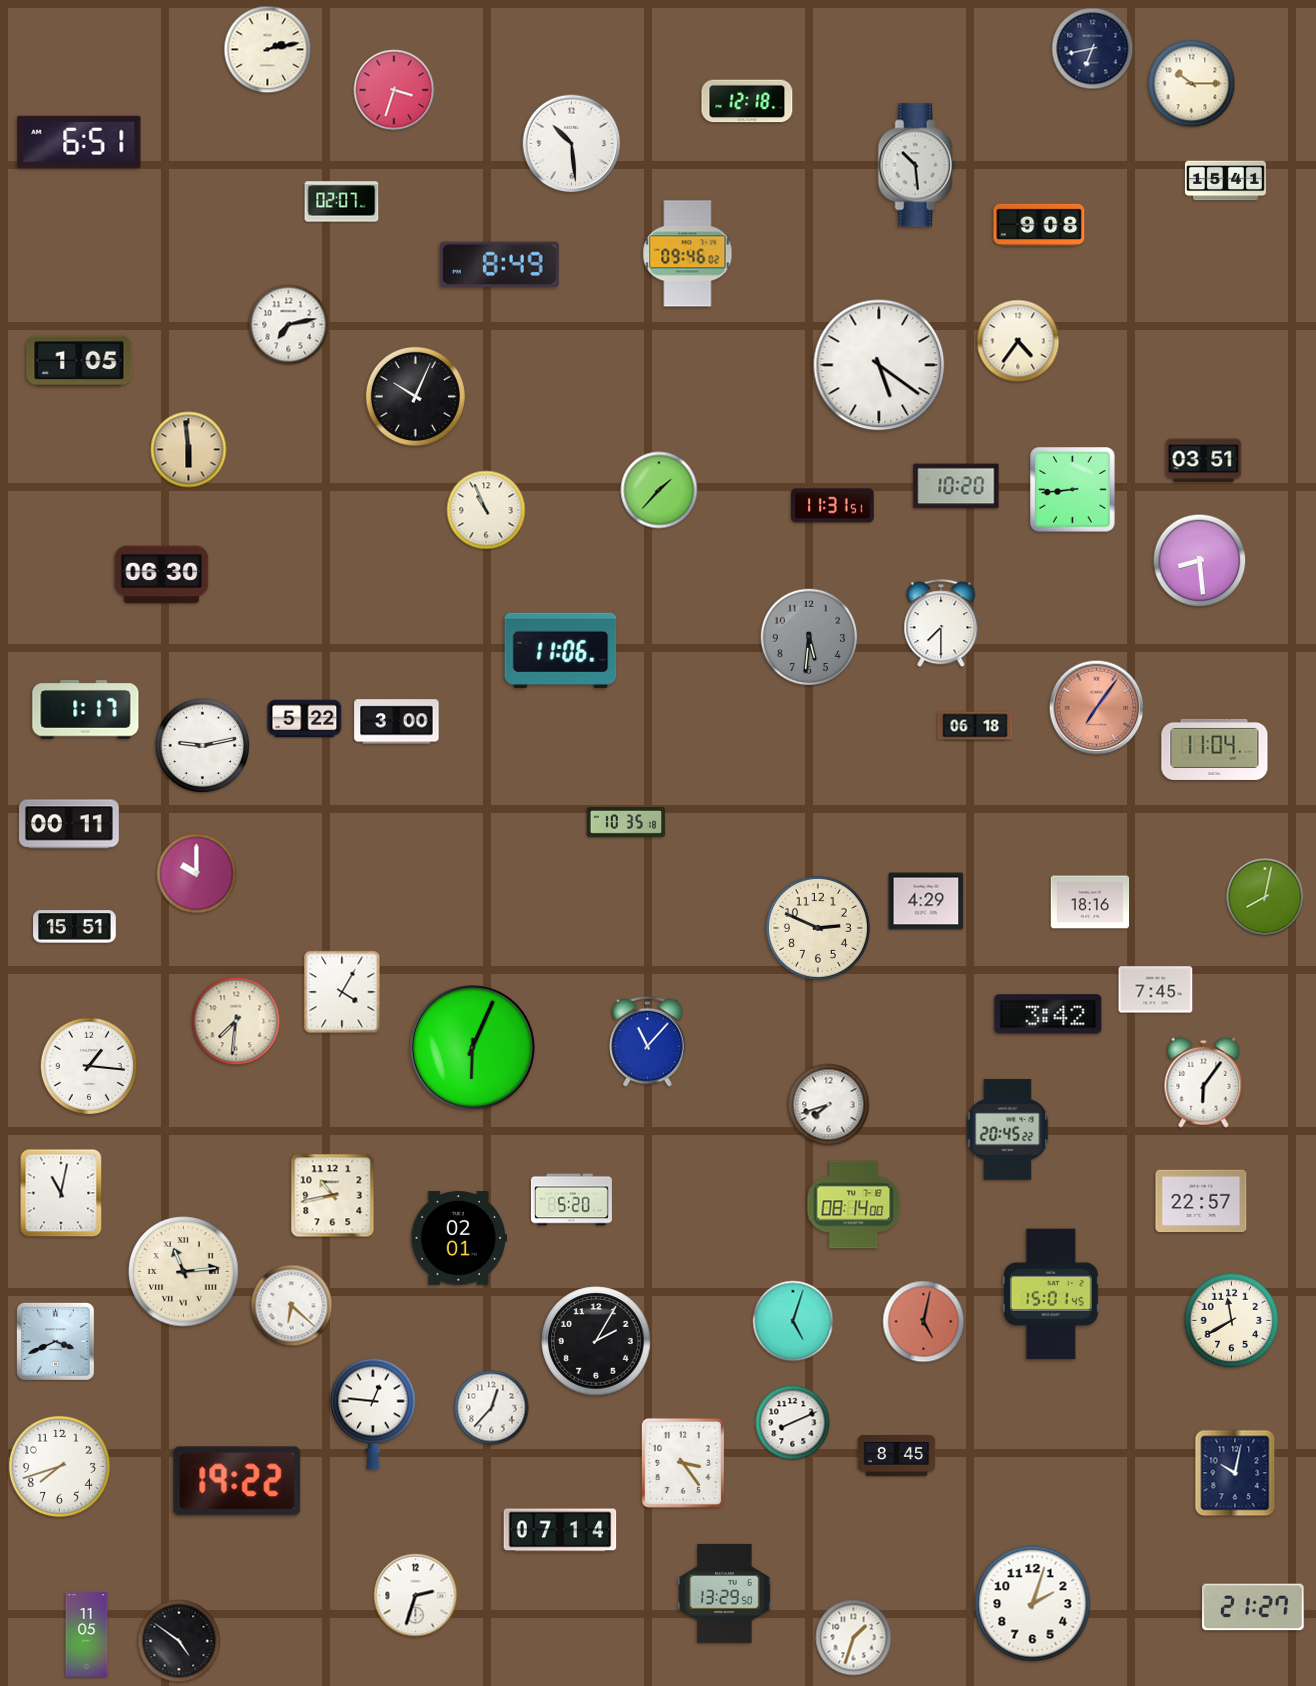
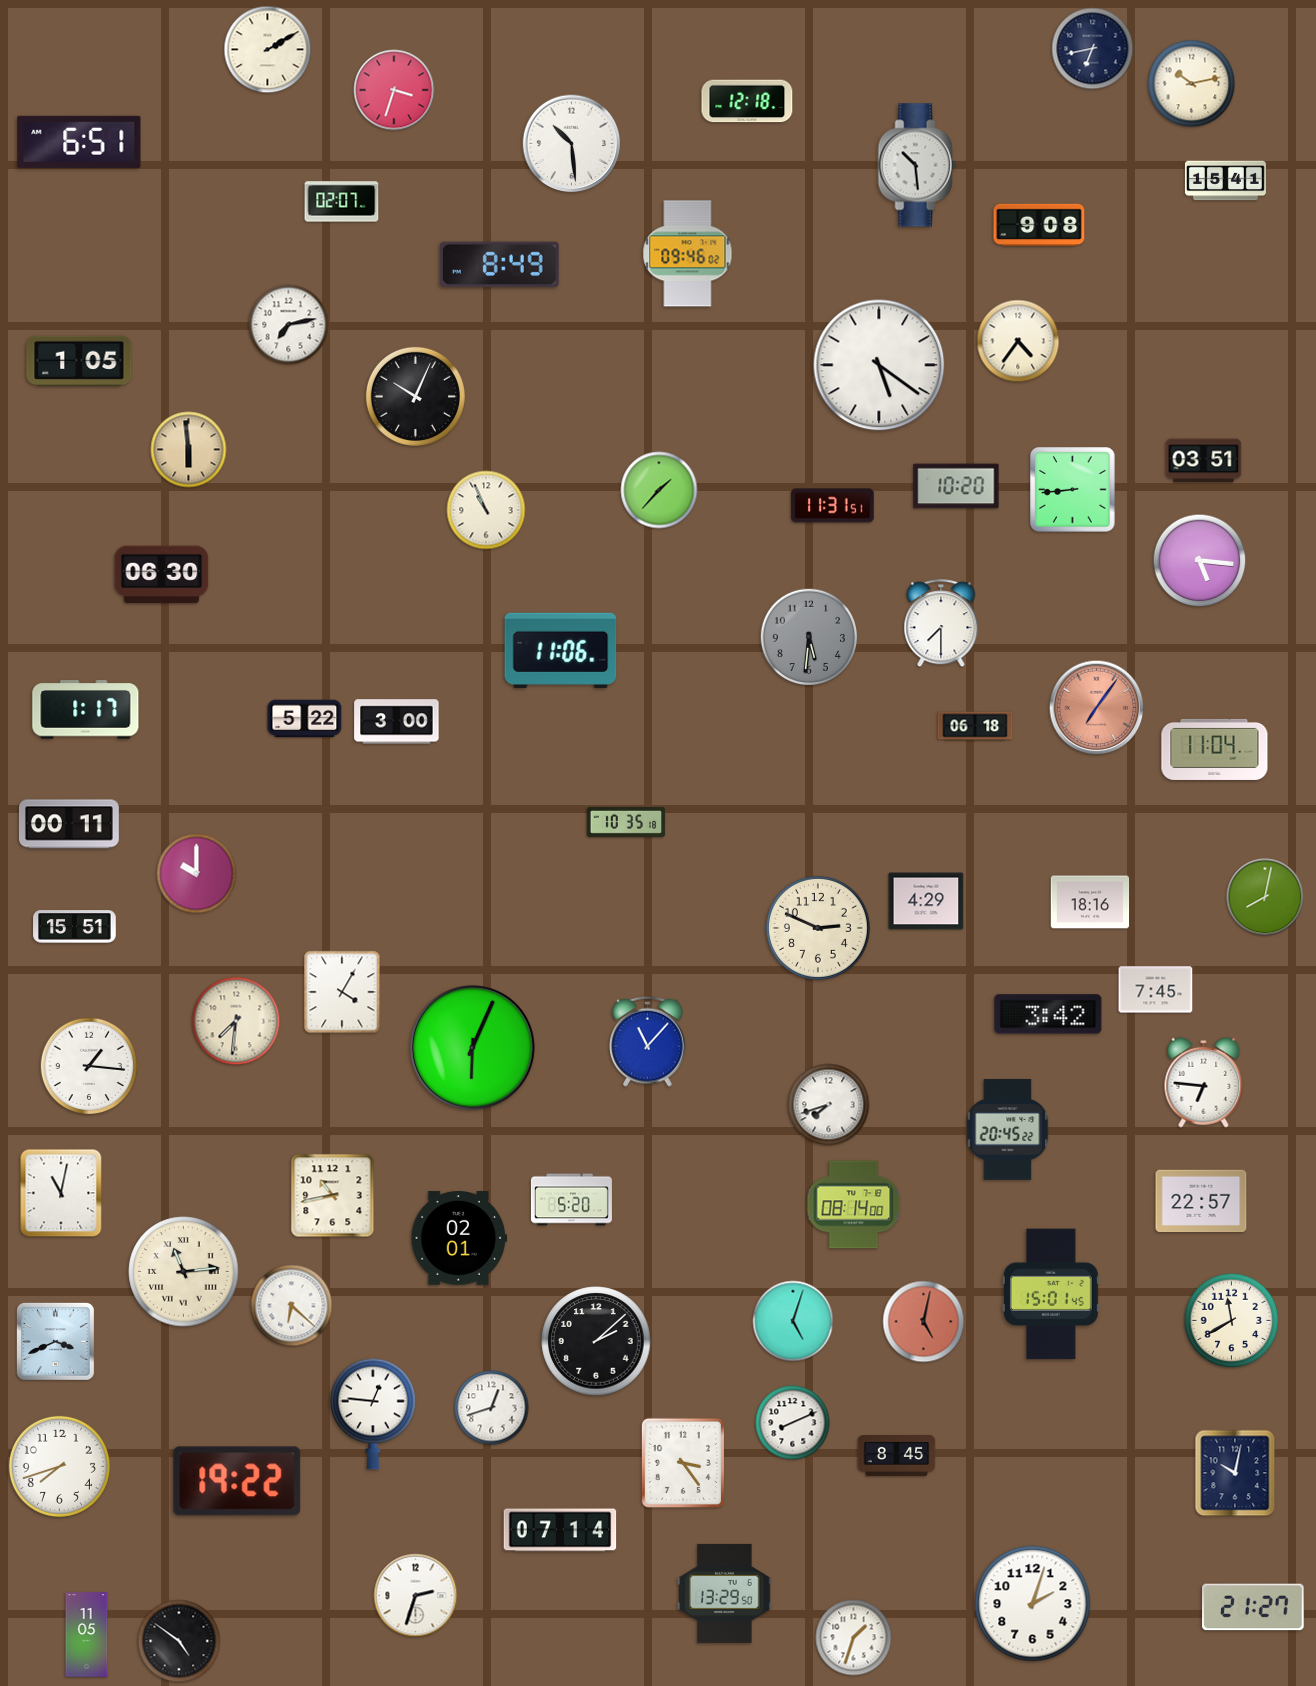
clock at (268, 50): 2:13 -> 2:10
clock at (1192, 84): 10:15 -> 10:13
clock at (1200, 561): 8:29 -> 5:16
clock at (203, 746): 9:13 -> none
clock at (1204, 1082): 6:06 -> 6:46
clock at (596, 1341): 2:05 -> 2:08
clock at (492, 1408): 12:37 -> 12:42
